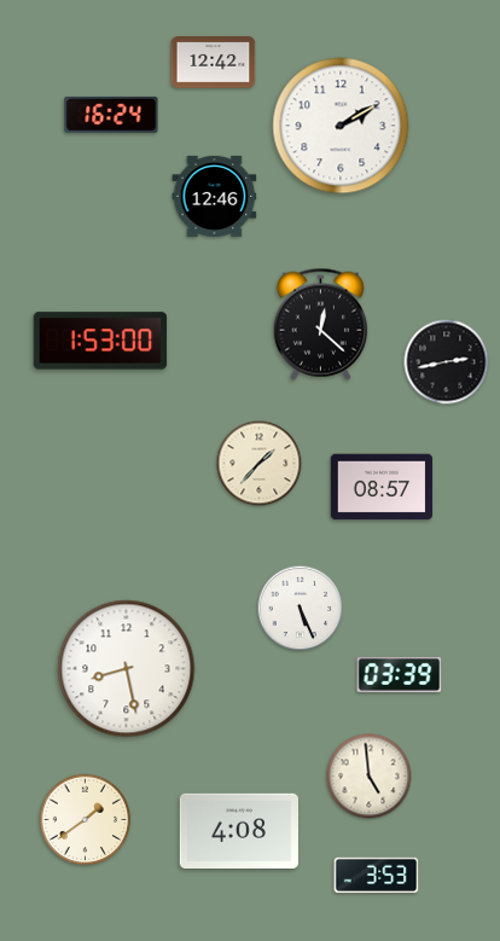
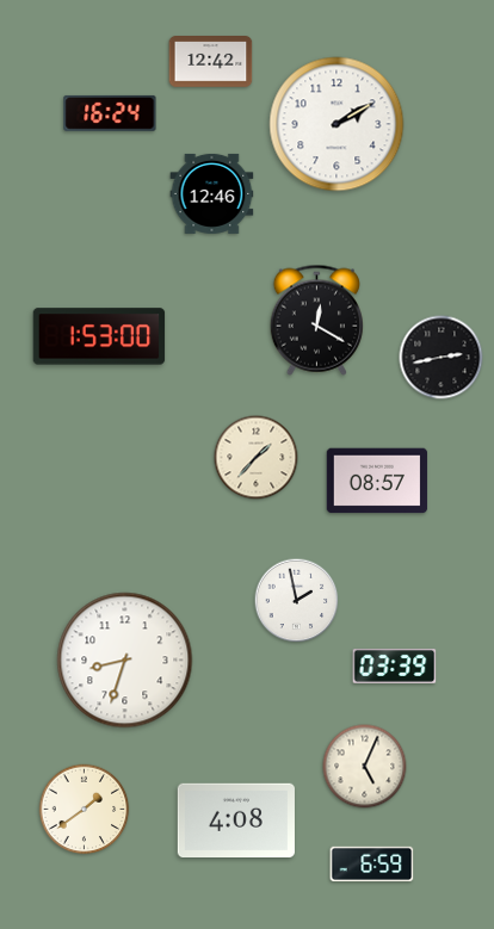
clock at (320, 324): 12:22 -> 12:20
clock at (301, 609): 5:26 -> 1:58
clock at (127, 669): 8:28 -> 8:33
clock at (370, 777): 4:59 -> 5:04
clock at (377, 876): 3:53 -> 6:59
